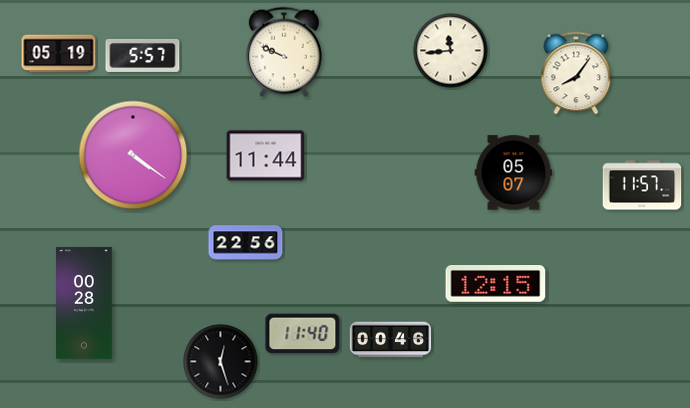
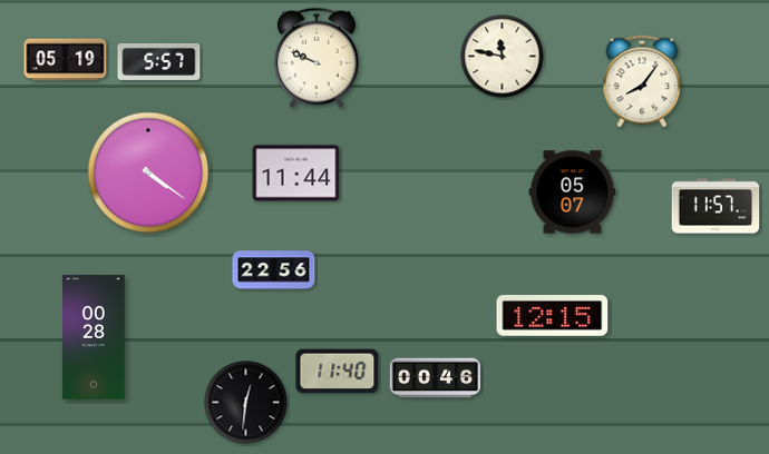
clock at (451, 51): 11:44 -> 11:47
clock at (221, 362): 12:27 -> 12:31
